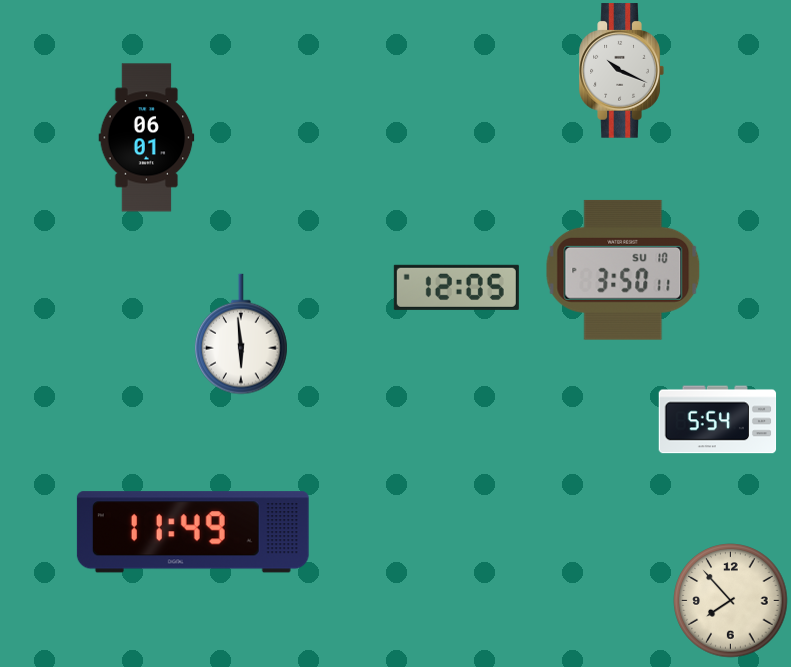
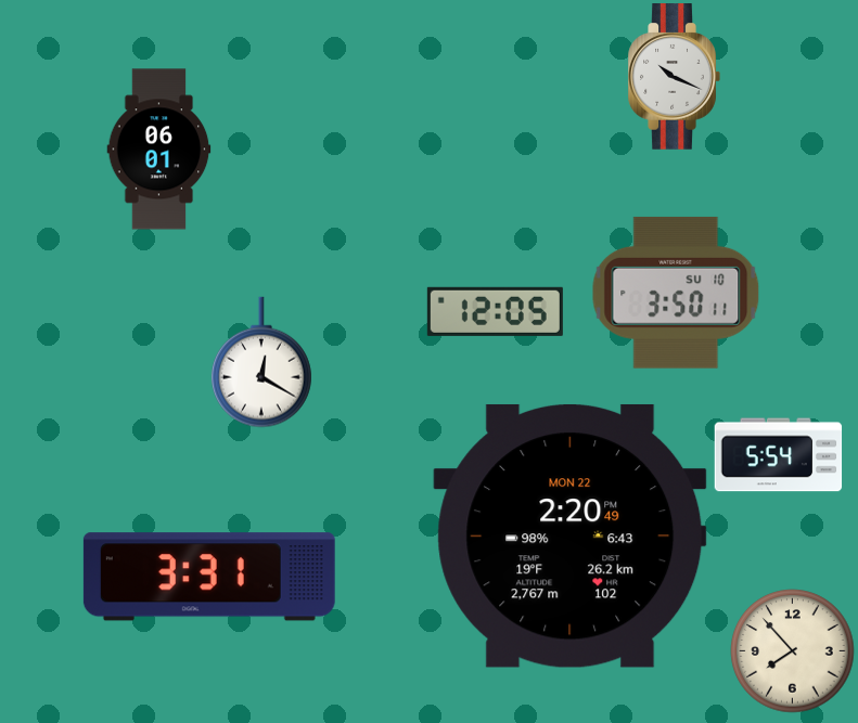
clock at (242, 334): 5:59 -> 12:20
clock at (571, 535): none -> 2:20
clock at (193, 532): 11:49 -> 3:31
